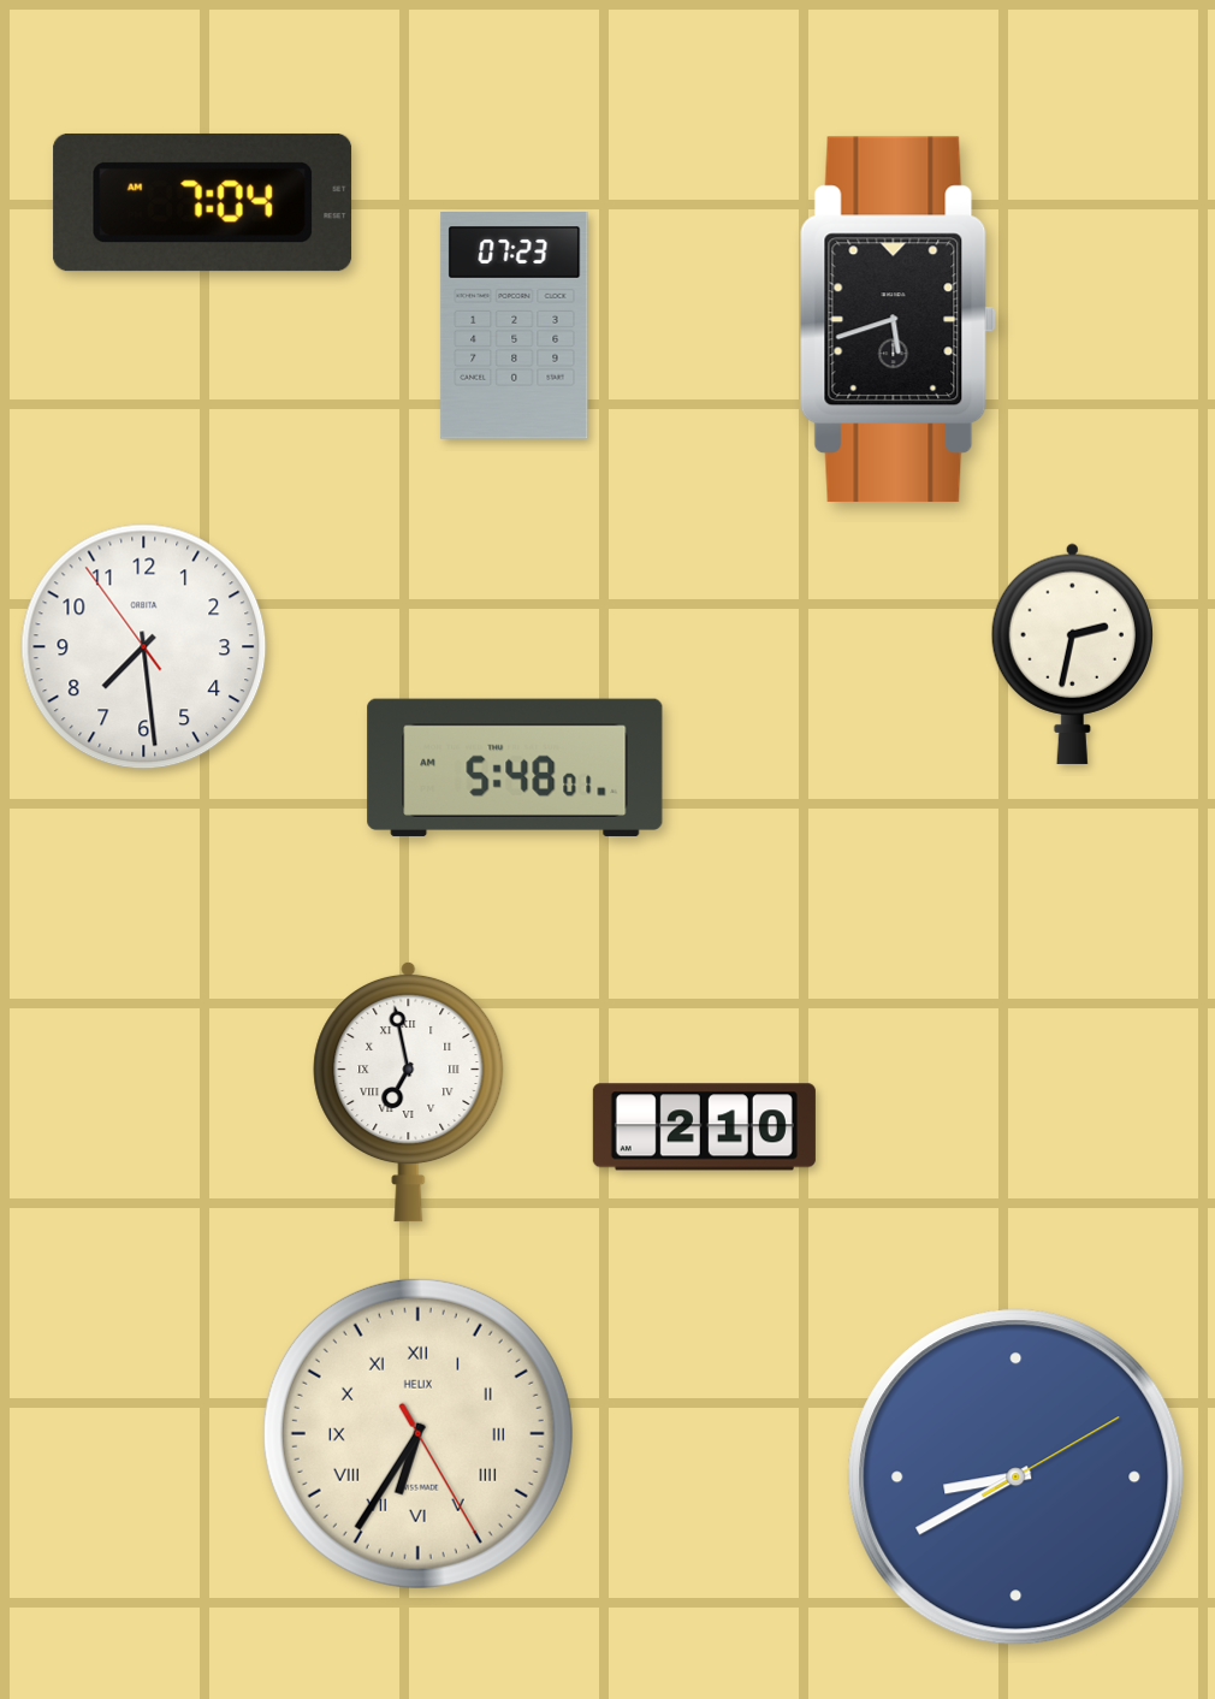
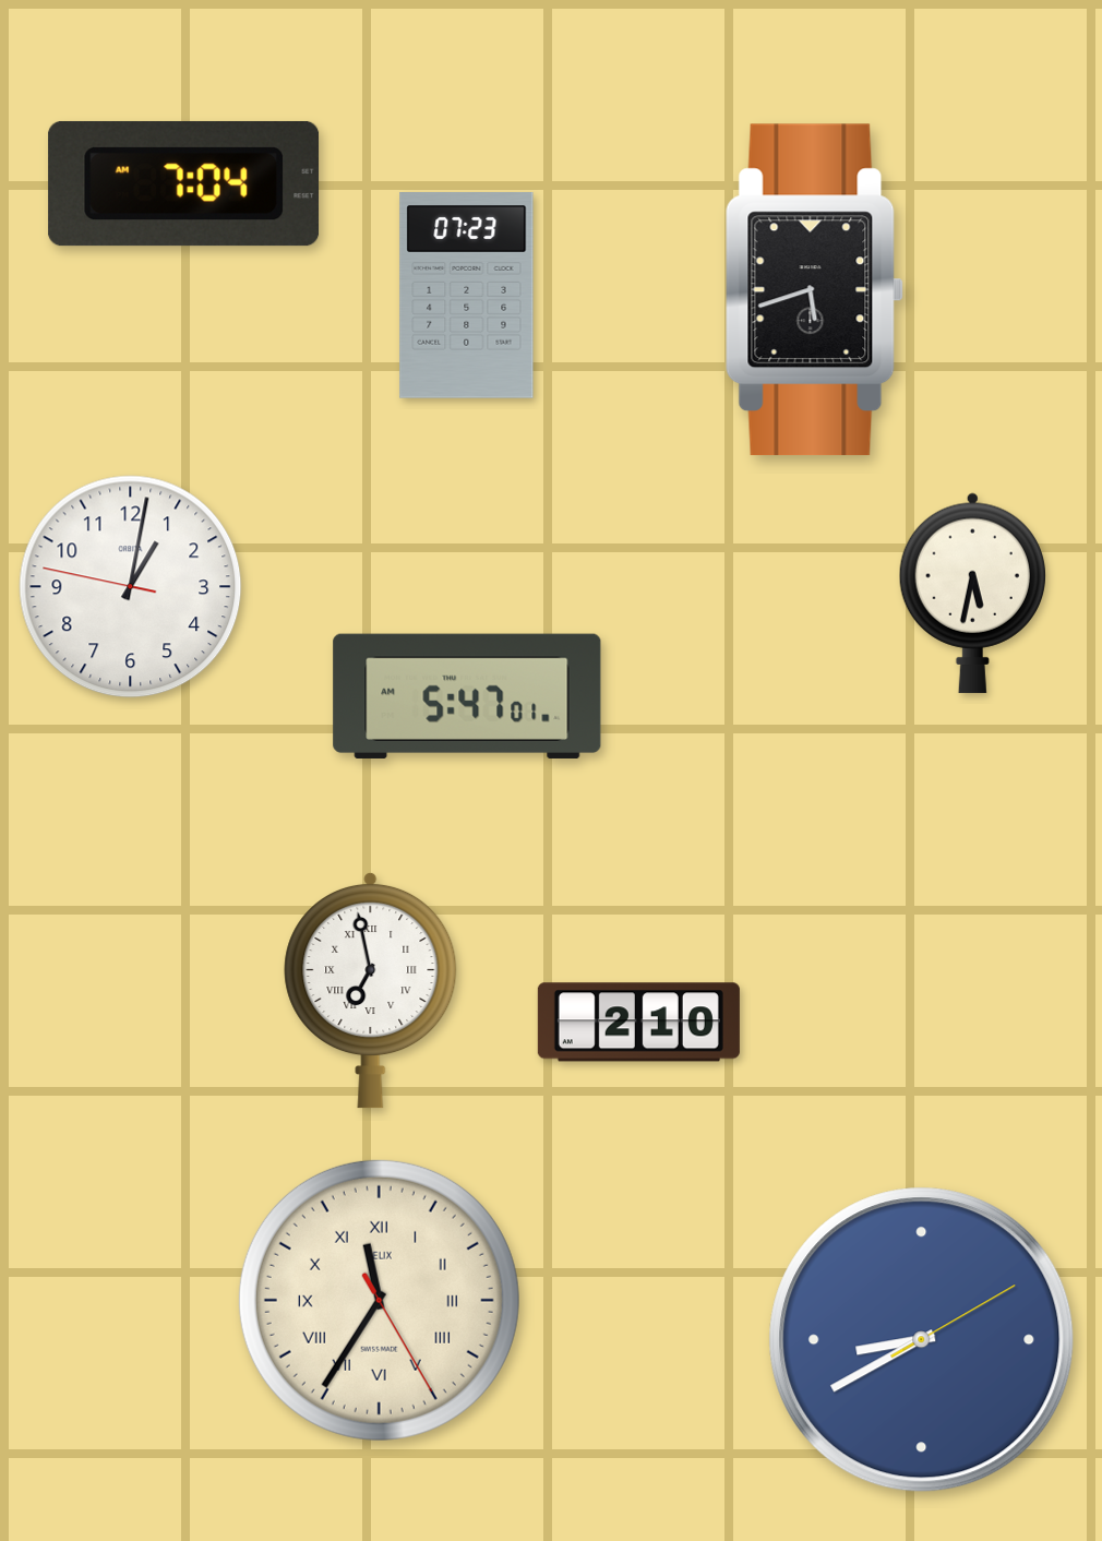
clock at (144, 647): 7:28 -> 1:01
clock at (1072, 653): 2:32 -> 5:32
clock at (515, 768): 5:48 -> 5:47
clock at (417, 1433): 6:35 -> 11:35
